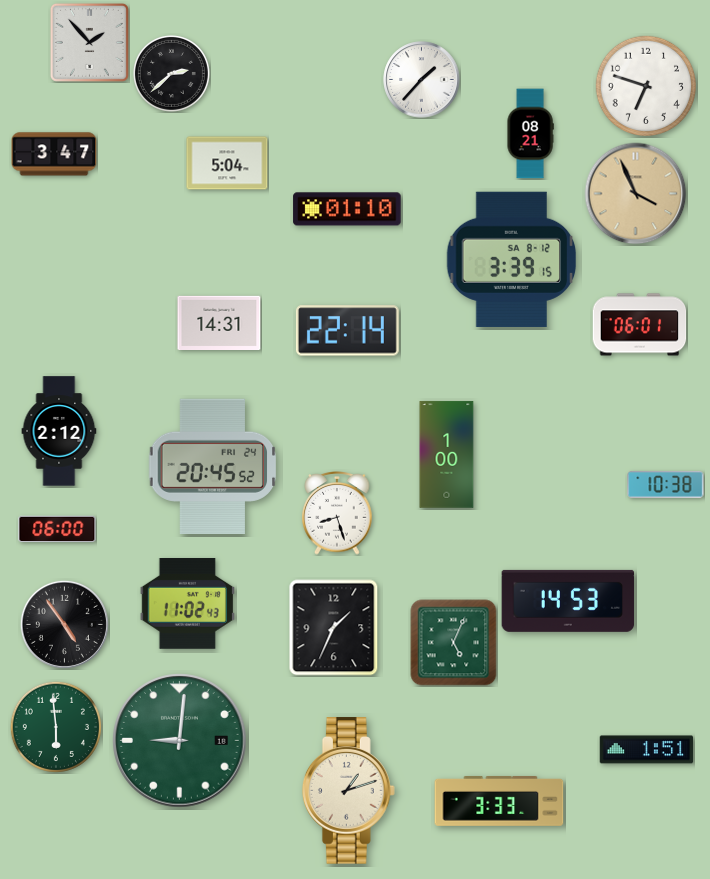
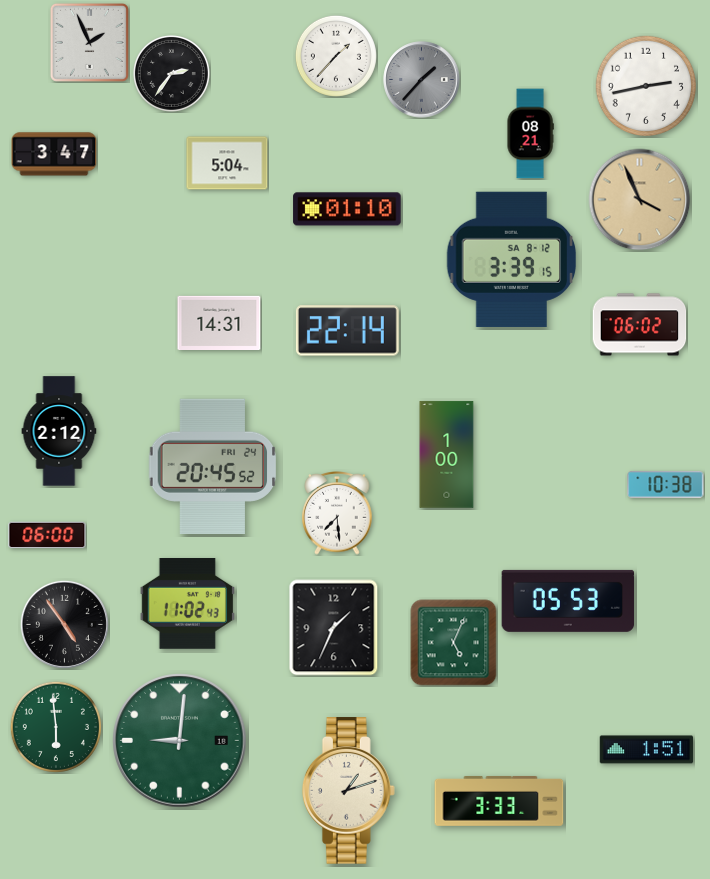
clock at (89, 42): 1:53 -> 1:56
clock at (336, 56): none -> 1:37
clock at (171, 73): 2:38 -> 2:36
clock at (422, 80) dial: white -> grey
clock at (645, 85): 6:48 -> 2:43
clock at (636, 194) position: (636, 194) -> (640, 200)
clock at (640, 325): 06:01 -> 06:02
clock at (337, 513): 8:27 -> 7:29
clock at (57, 529) position: (57, 529) -> (47, 535)
clock at (568, 601): 14:53 -> 05:53
